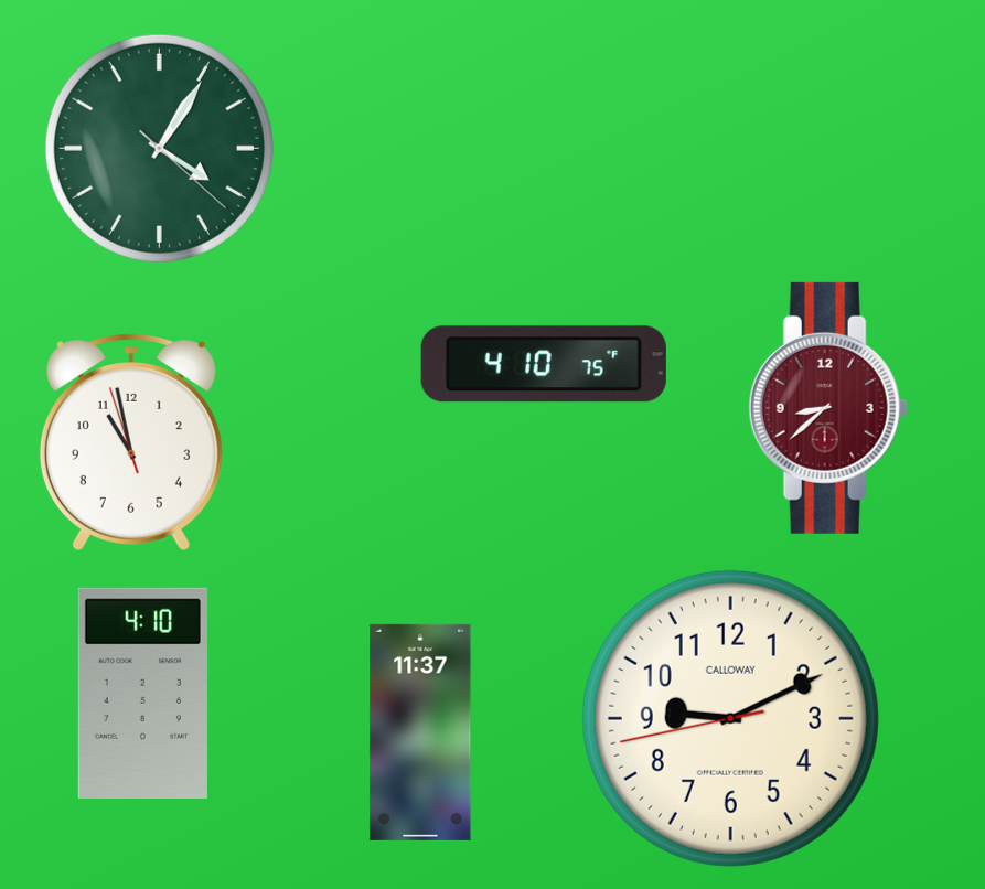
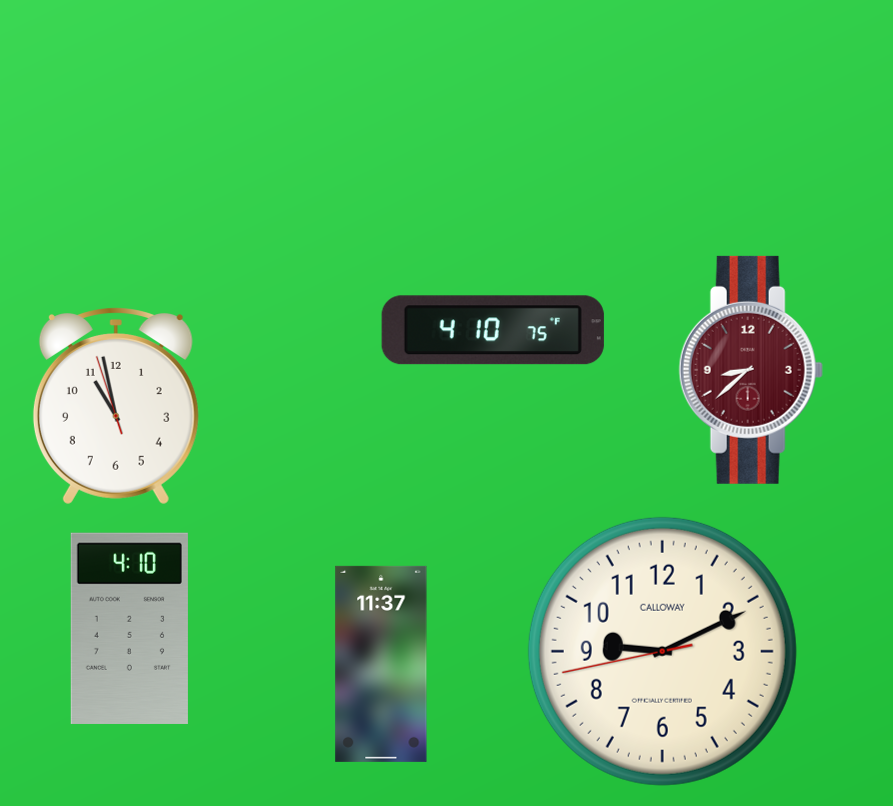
clock at (159, 148): 4:05 -> none
clock at (131, 442) position: (131, 442) -> (116, 406)
